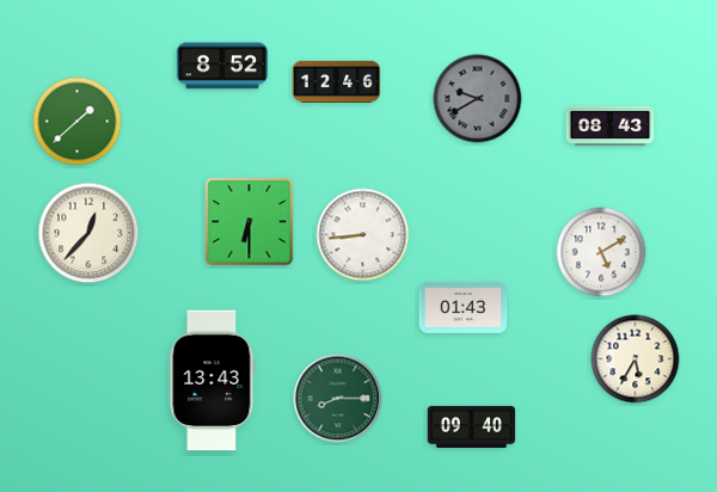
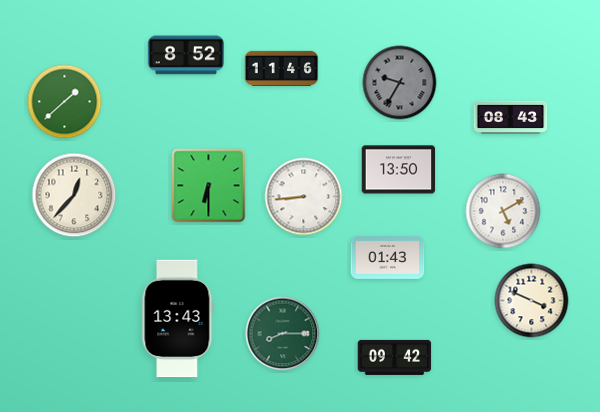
clock at (337, 81): 12:46 -> 11:46
clock at (478, 99): 9:40 -> 9:35
clock at (611, 125) position: (611, 125) -> (511, 117)
clock at (399, 170): none -> 13:50
clock at (636, 359): 5:35 -> 3:49
clock at (472, 426): 09:40 -> 09:42
